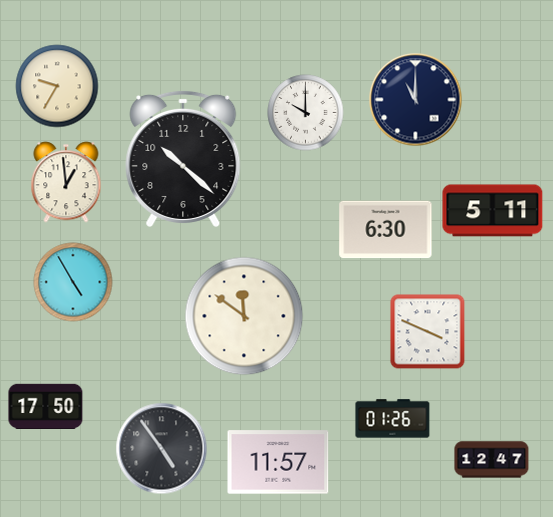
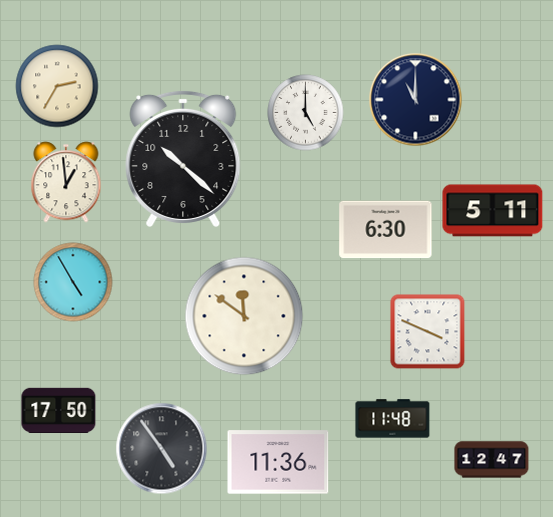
clock at (57, 86): 9:35 -> 2:35
clock at (306, 113): 10:00 -> 5:00
clock at (46, 406) position: (46, 406) -> (59, 410)
clock at (393, 419): 01:26 -> 11:48
clock at (278, 462): 11:57 -> 11:36
